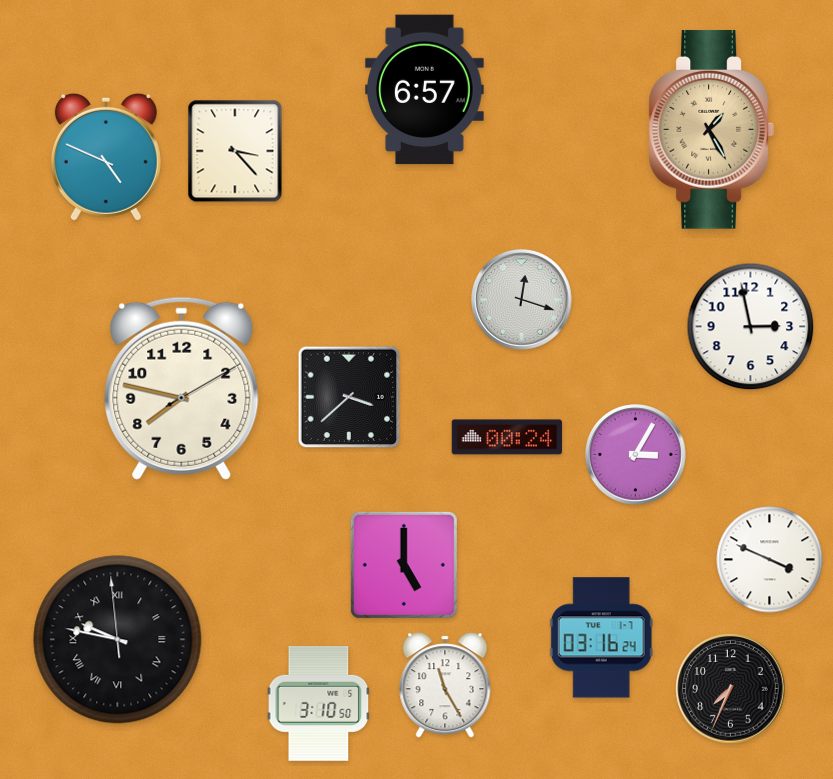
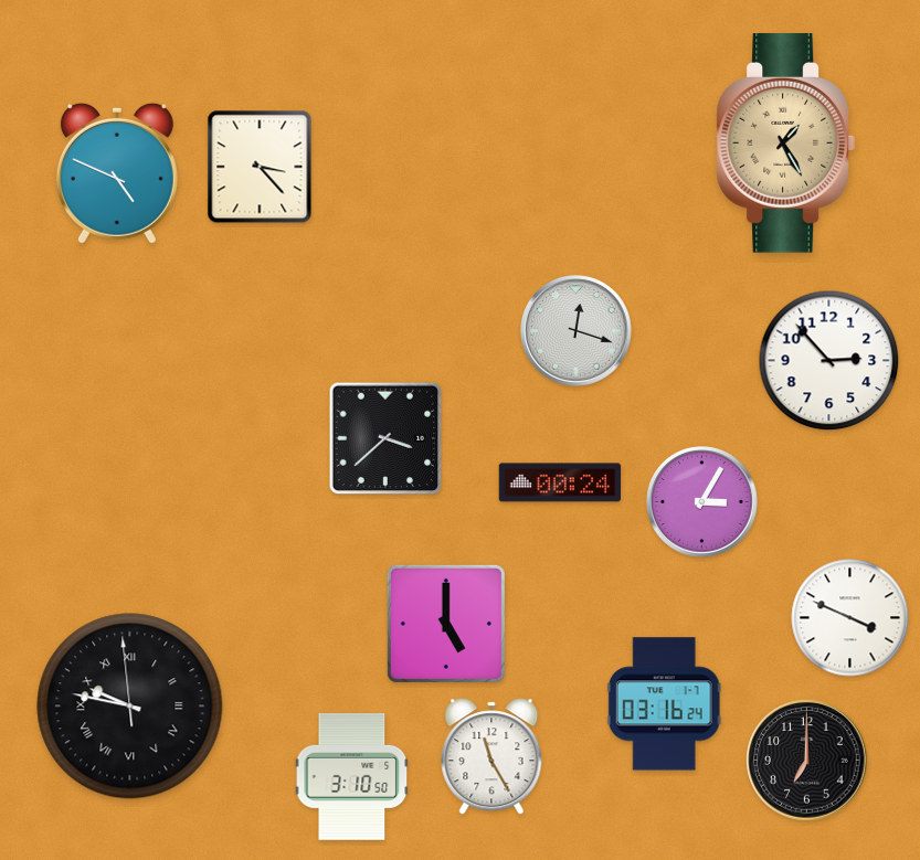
clock at (425, 90): 6:57 -> none
clock at (751, 327): 2:58 -> 2:53
clock at (182, 388): 7:47 -> none
clock at (731, 689): 7:34 -> 7:00
